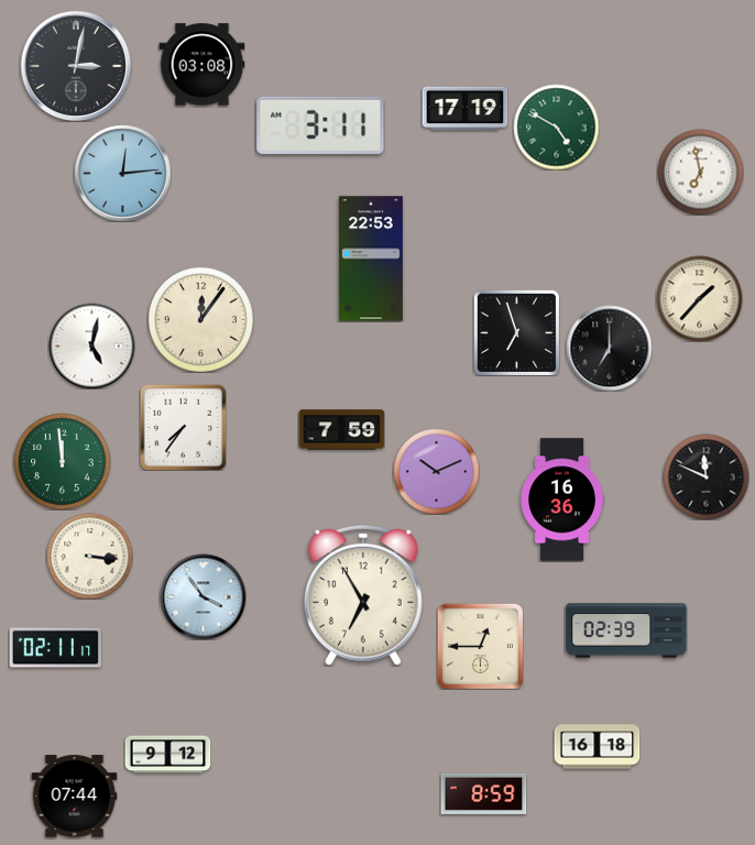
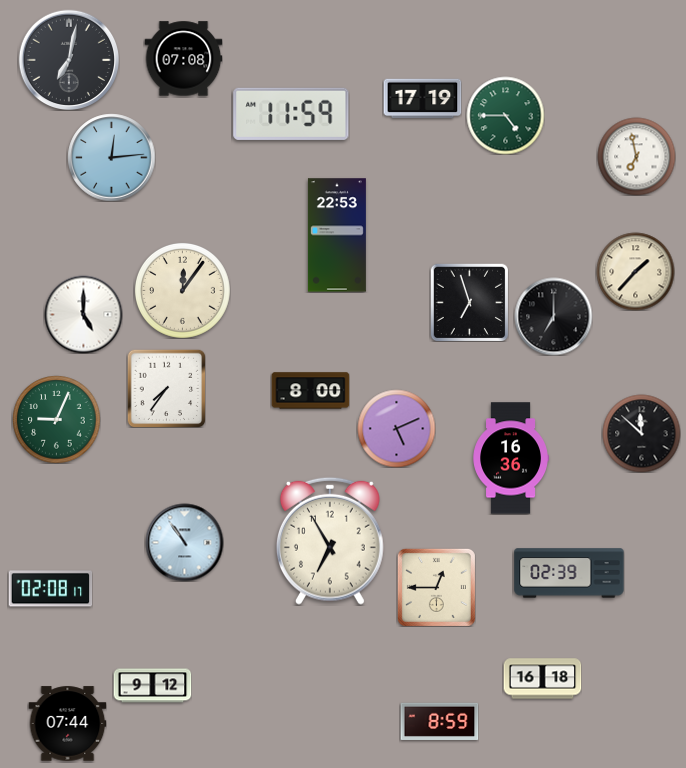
clock at (75, 65): 3:02 -> 7:02
clock at (201, 65): 03:08 -> 07:08
clock at (320, 125): 3:11 -> 11:59
clock at (556, 127): 4:50 -> 4:45
clock at (91, 345): 5:02 -> 5:00
clock at (341, 430): 7:59 -> 8:00
clock at (62, 461): 11:59 -> 9:04
clock at (436, 471): 10:11 -> 5:11
clock at (705, 476): 11:49 -> 11:52
clock at (562, 500) position: (562, 500) -> (511, 458)
clock at (89, 556): 3:16 -> none
clock at (203, 596): 3:54 -> 10:54
clock at (55, 648): 02:11 -> 02:08
